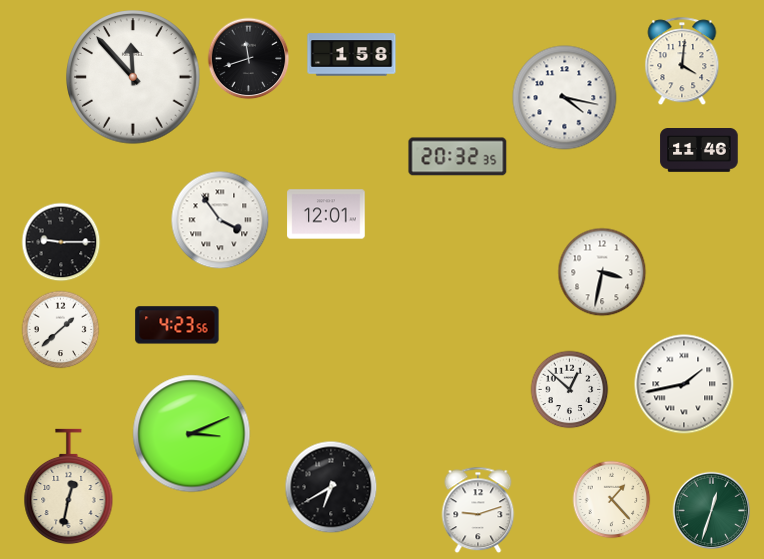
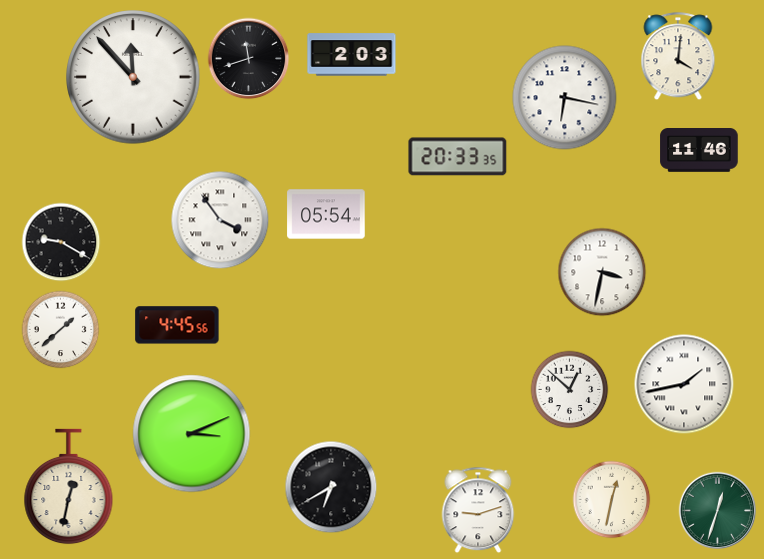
clock at (352, 55): 1:58 -> 2:03
clock at (682, 61) position: (682, 61) -> (678, 56)
clock at (565, 98): 4:17 -> 6:17
clock at (458, 157): 20:32 -> 20:33
clock at (326, 214): 12:01 -> 05:54
clock at (61, 242): 9:15 -> 9:20
clock at (177, 325): 4:23 -> 4:45
clock at (611, 499): 1:23 -> 12:32
clock at (711, 510) position: (711, 510) -> (717, 510)
